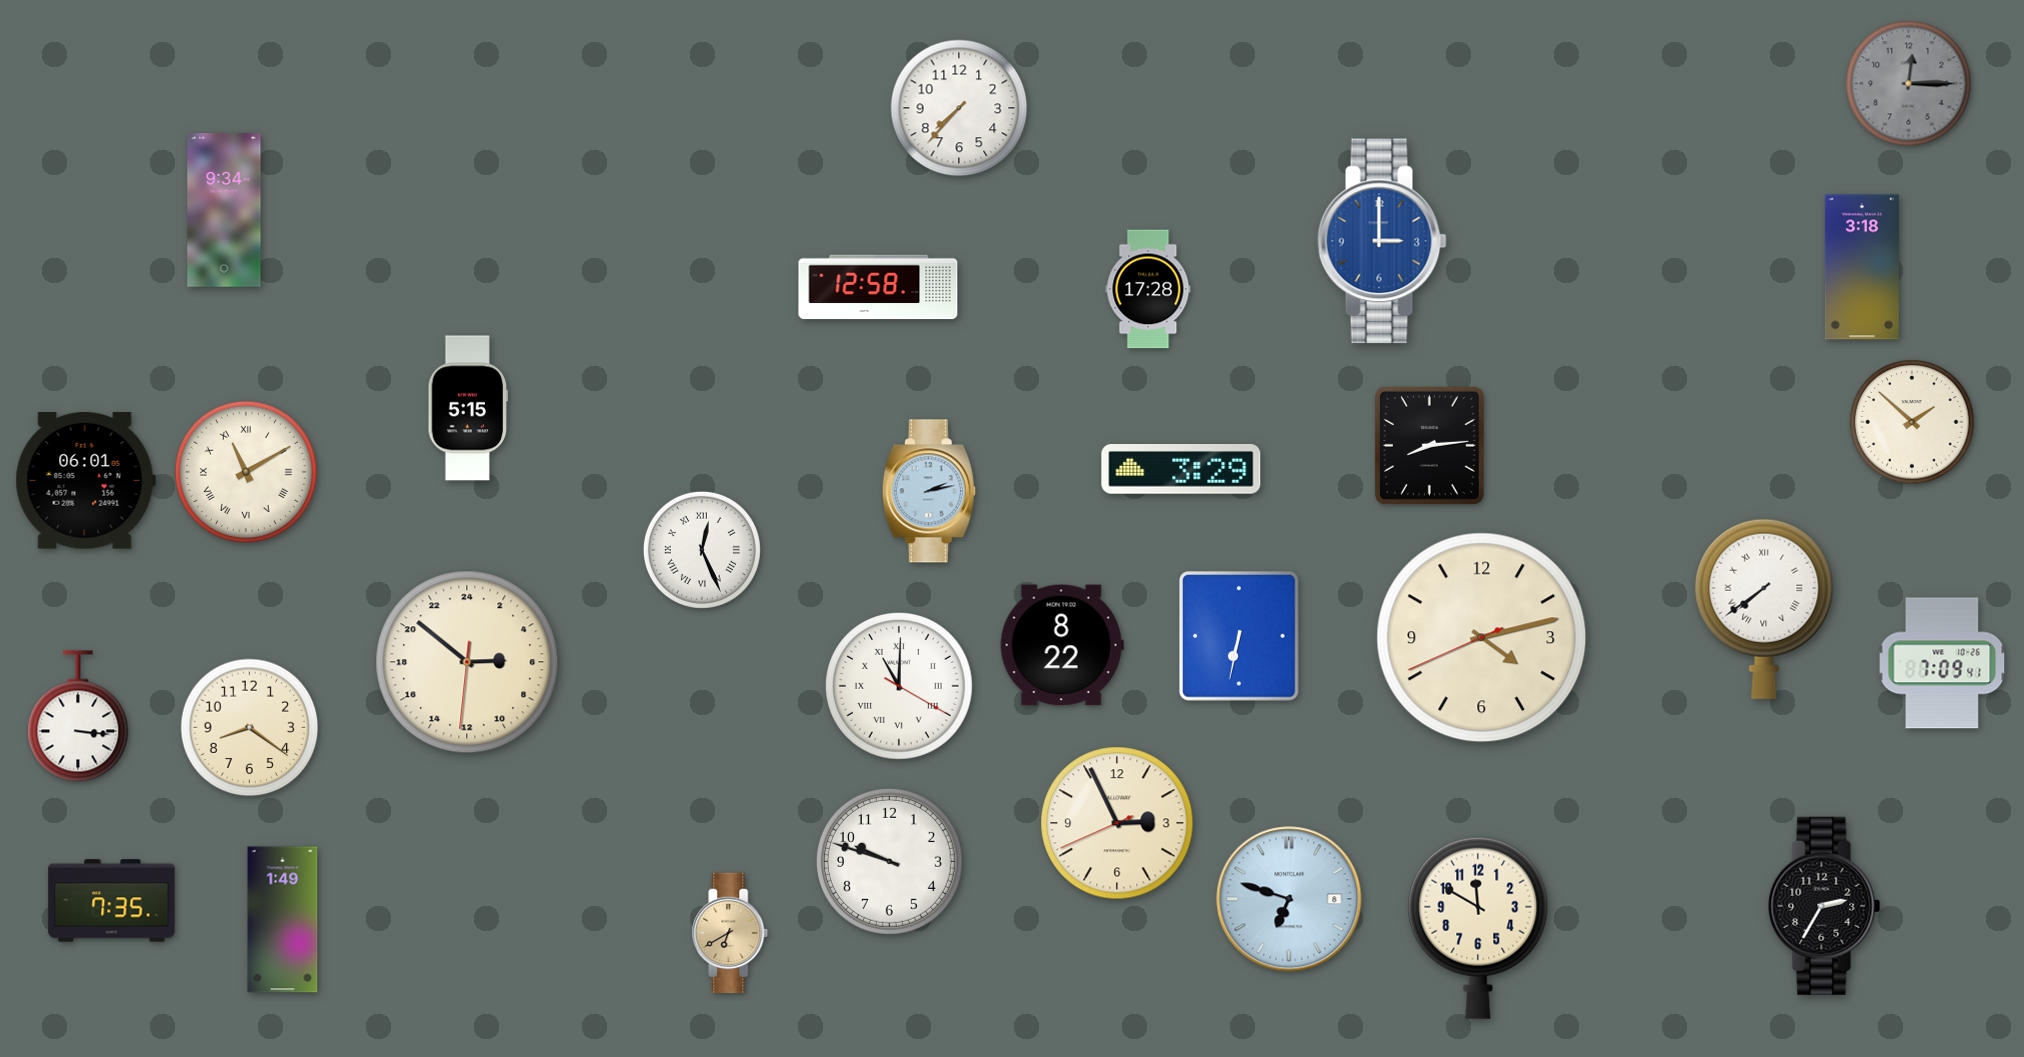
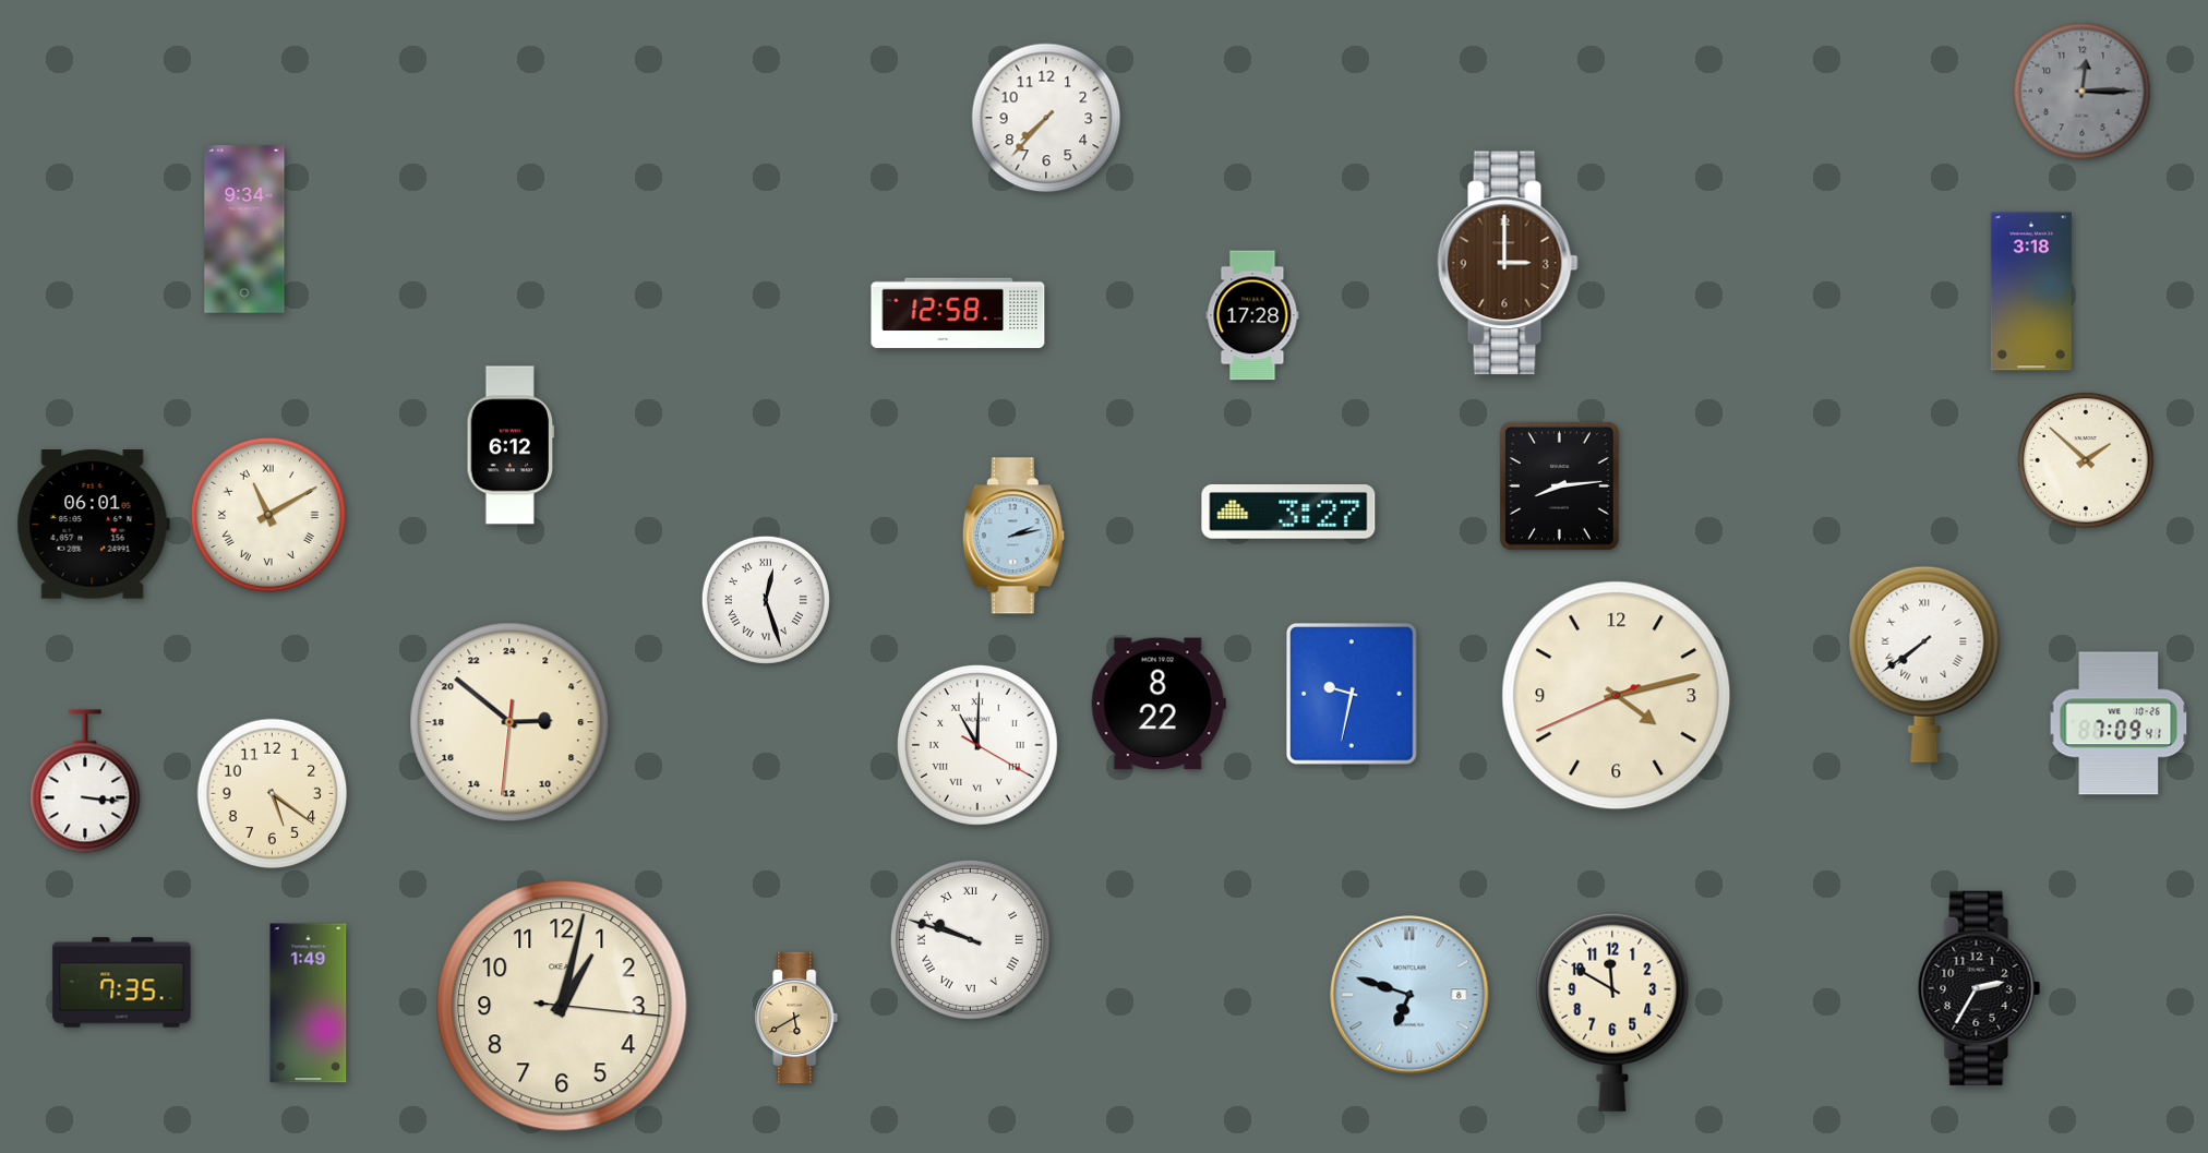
clock at (1382, 241) dial: blue -> brown
clock at (468, 408): 5:15 -> 6:12
clock at (1181, 469): 3:29 -> 3:27
clock at (702, 550): 12:26 -> 12:27
clock at (1240, 637): 6:32 -> 9:32
clock at (899, 686) position: (899, 686) -> (977, 745)
clock at (250, 728): 8:21 -> 5:21
clock at (1117, 823): 2:55 -> none
clock at (889, 861) numerals: Arabic -> Roman
clock at (1289, 899) position: (1289, 899) -> (1409, 995)
clock at (1824, 906) position: (1824, 906) -> (1979, 988)
clock at (562, 1006): none -> 1:02
clock at (730, 933): 6:40 -> 5:40
